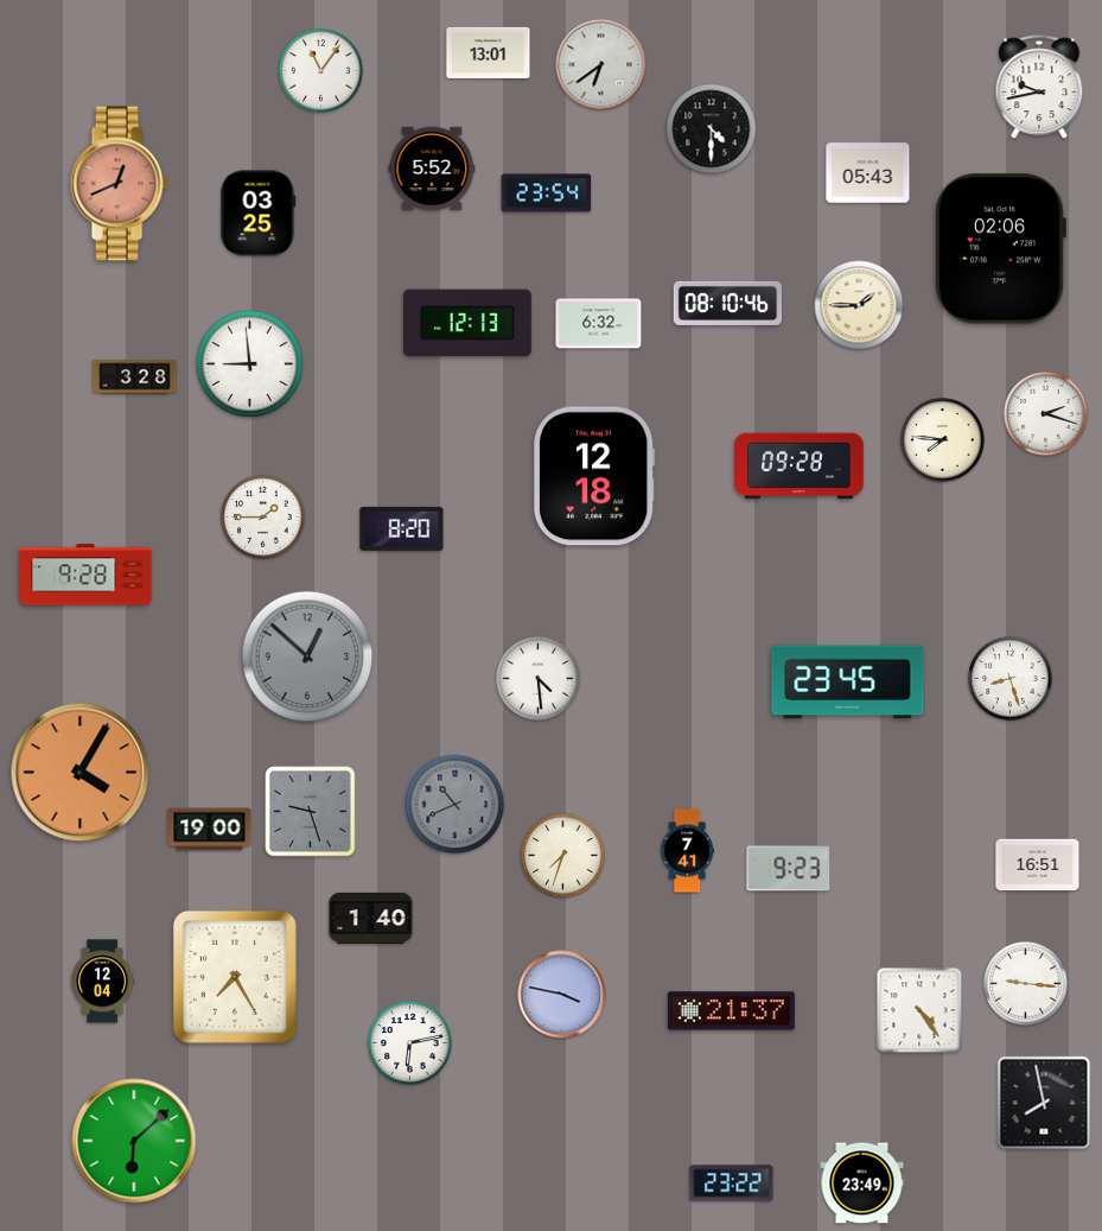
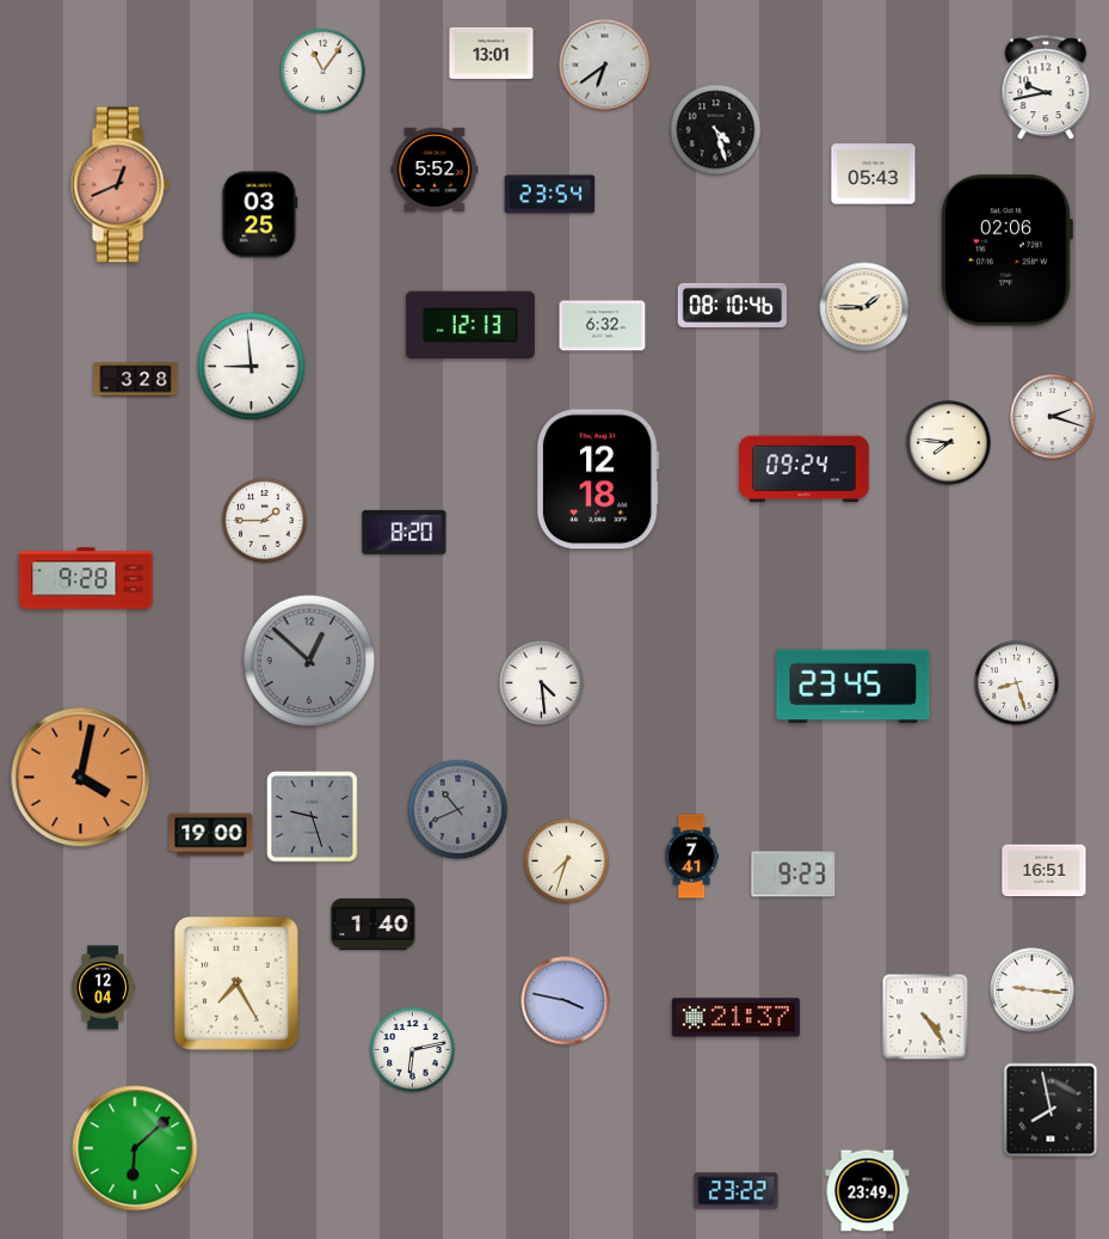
clock at (712, 129): 4:30 -> 4:27
clock at (800, 467): 09:28 -> 09:24
clock at (81, 773): 4:05 -> 4:02
